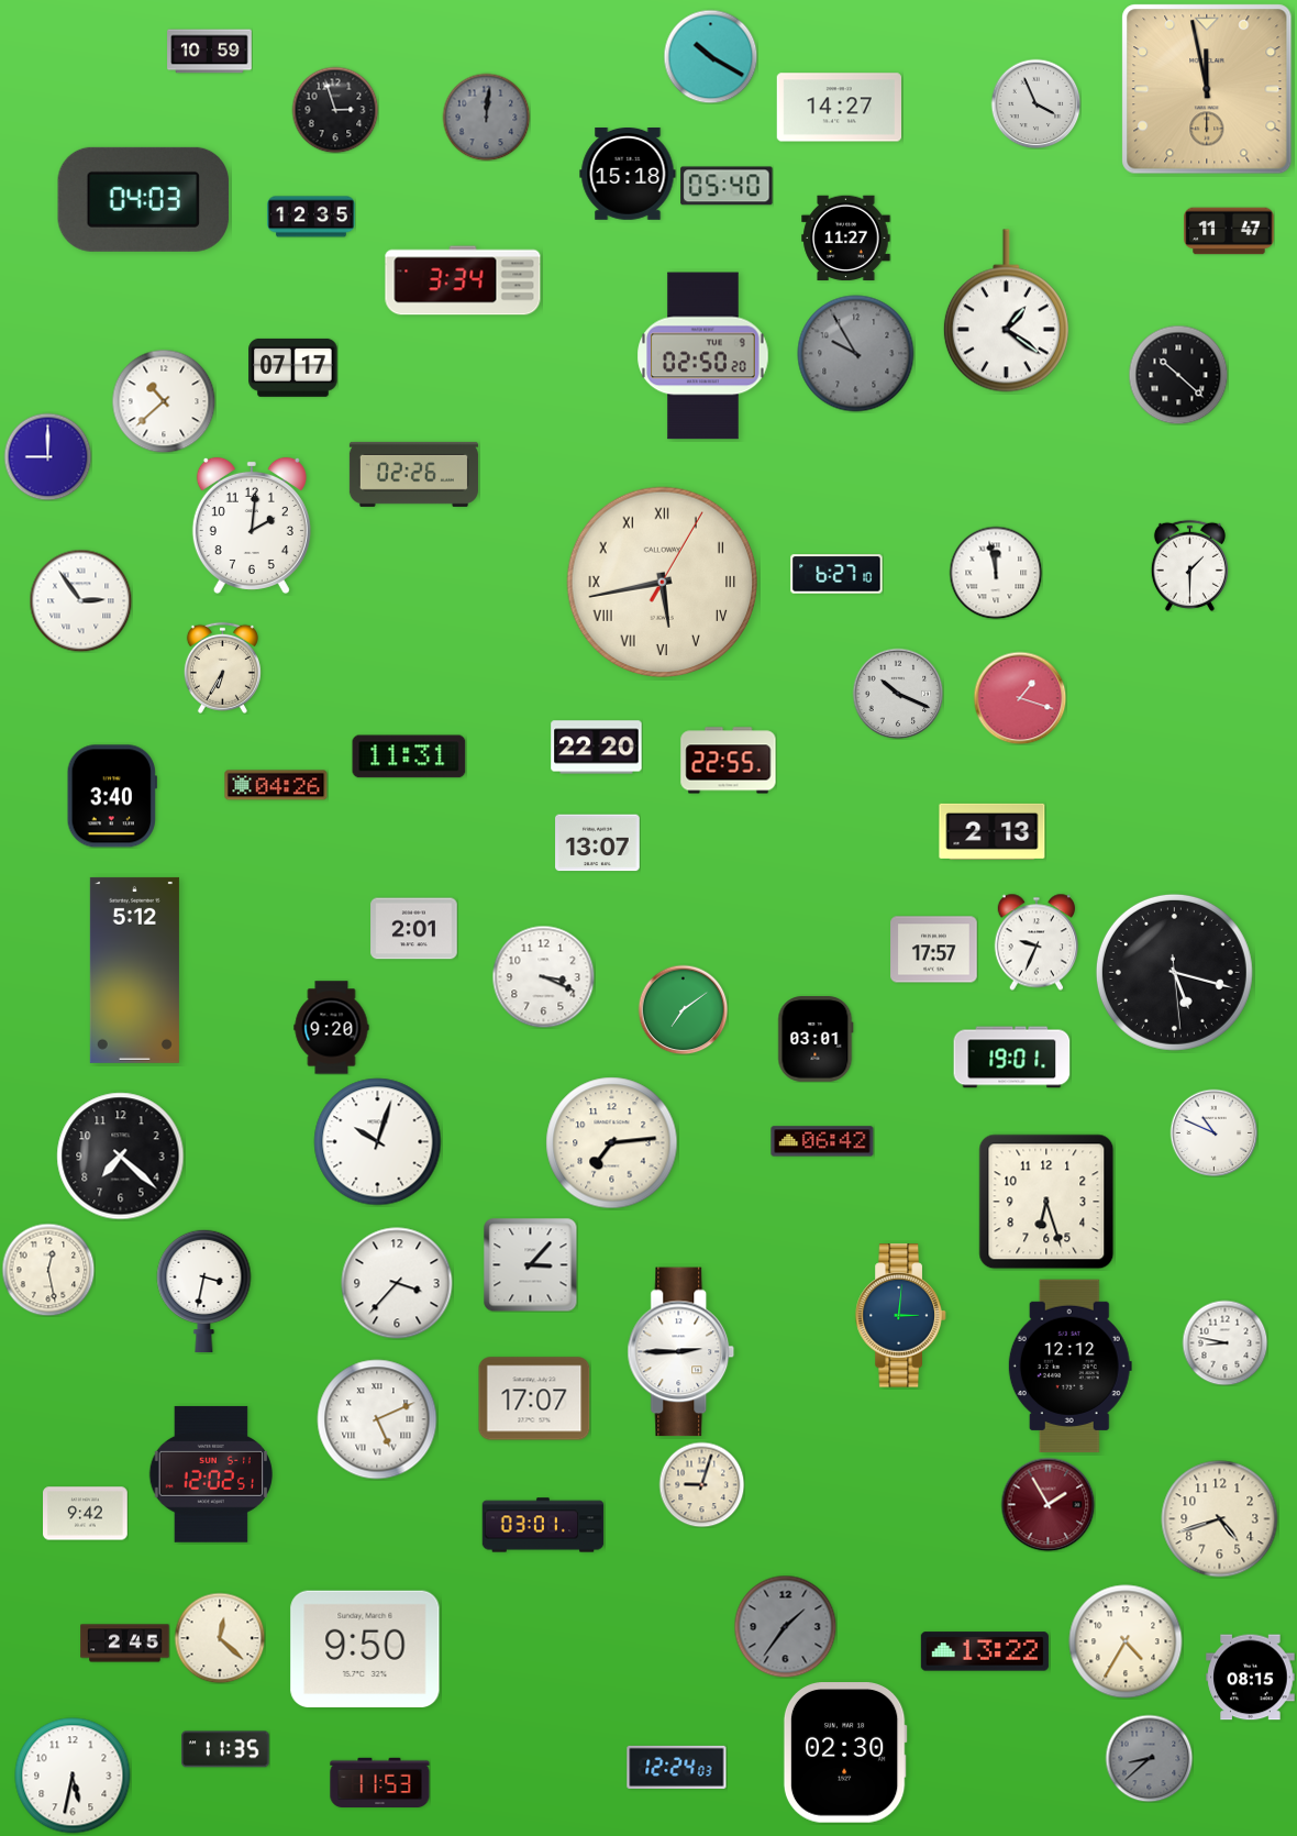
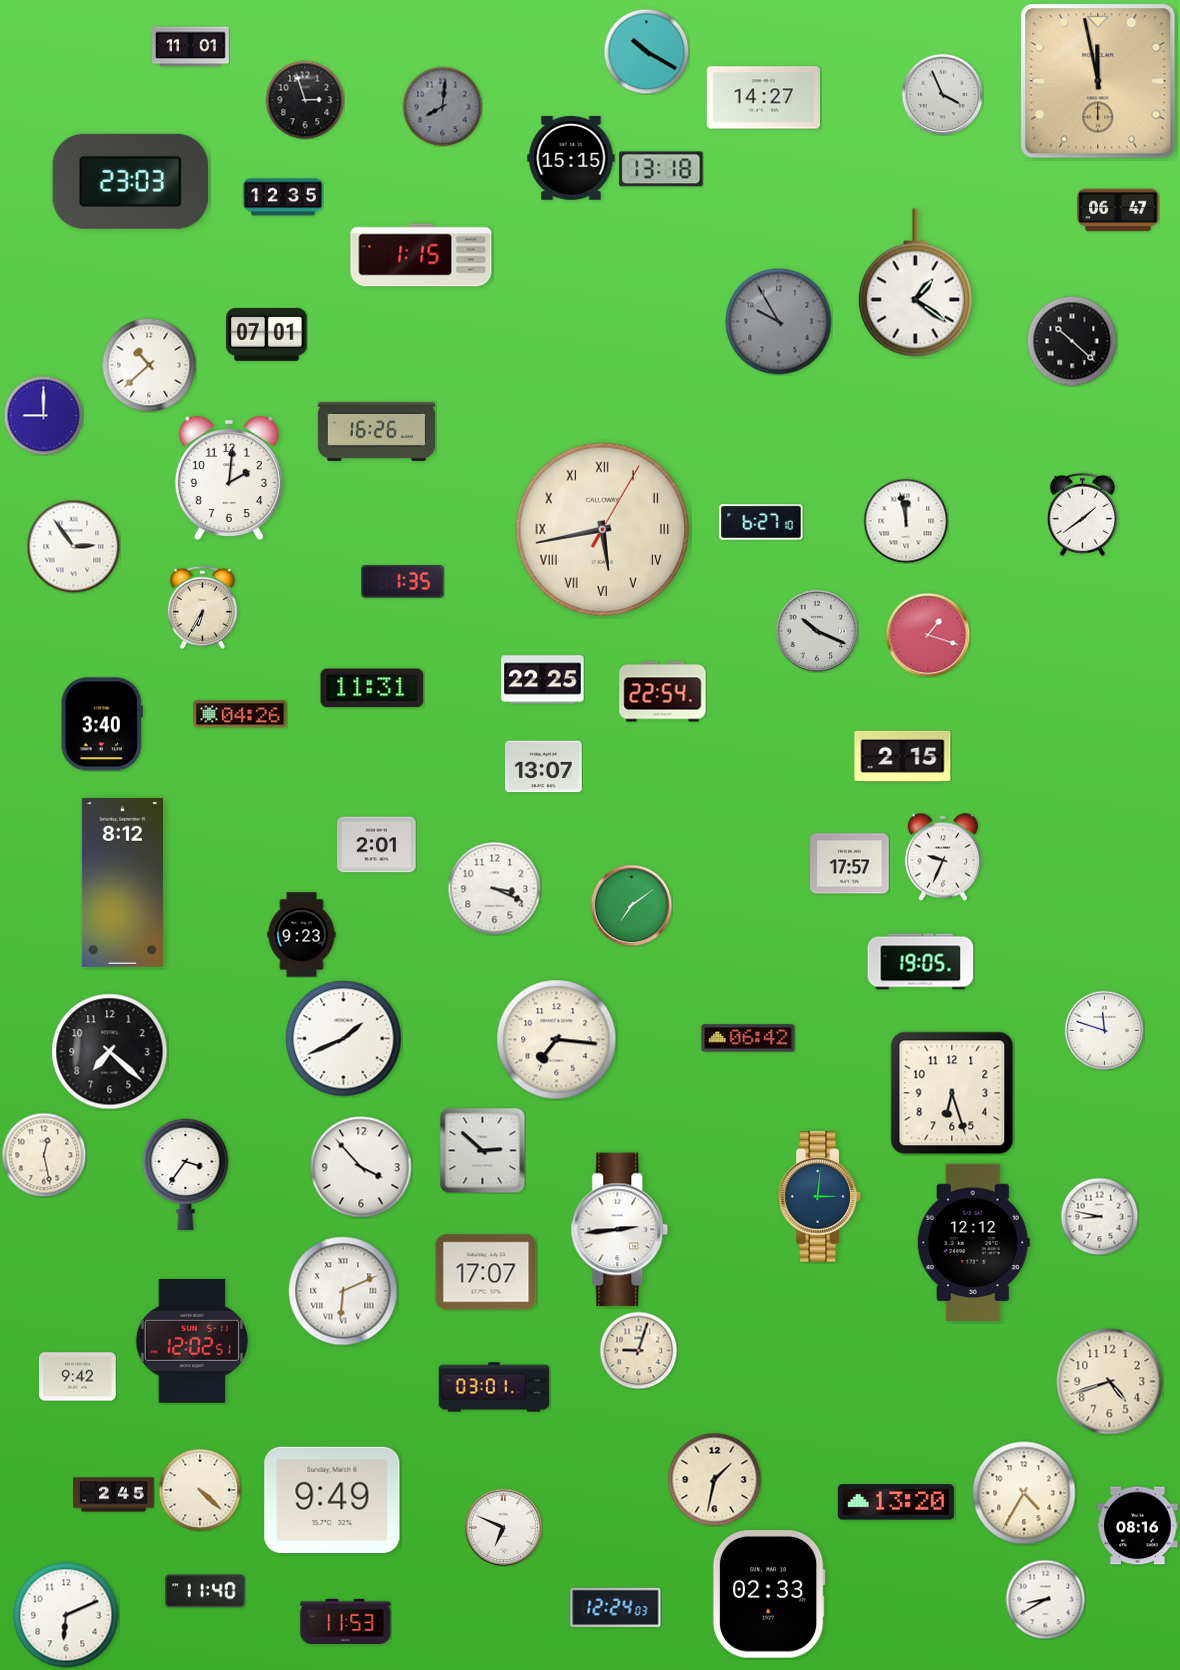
clock at (210, 52): 10:59 -> 11:01
clock at (486, 117): 12:01 -> 8:01
clock at (628, 175): 15:18 -> 15:15
clock at (727, 186): 05:40 -> 13:18
clock at (144, 199): 04:03 -> 23:03
clock at (1229, 231): 11:47 -> 06:47
clock at (846, 239): 11:27 -> none
clock at (463, 280): 3:34 -> 1:15
clock at (703, 356): 02:50 -> none
clock at (293, 367): 07:17 -> 07:01
clock at (413, 474): 02:26 -> 16:26
clock at (1189, 565): 1:30 -> 1:39
clock at (403, 581): none -> 1:35
clock at (597, 748): 22:20 -> 22:25
clock at (729, 761): 22:55 -> 22:54
clock at (276, 785) position: (276, 785) -> (240, 714)
clock at (993, 831): 2:13 -> 2:15
clock at (134, 970): 5:12 -> 8:12
clock at (1174, 972): 5:17 -> none
clock at (683, 1009) position: (683, 1009) -> (631, 905)
clock at (332, 1028): 9:20 -> 9:23
clock at (816, 1039): 03:01 -> none
clock at (1012, 1058): 19:01 -> 19:05
clock at (1213, 1132): 10:49 -> 11:48
clock at (378, 1142): 10:03 -> 1:41
clock at (612, 1143): 7:14 -> 7:16
clock at (530, 1264): 3:07 -> 2:52
clock at (397, 1283): 3:37 -> 3:53
clock at (204, 1291): 3:32 -> 3:36
clock at (1224, 1342) position: (1224, 1342) -> (1099, 1216)
clock at (681, 1352): 2:45 -> 2:44
clock at (377, 1419): 5:11 -> 6:11
clock at (1047, 1504): 1:55 -> none
clock at (785, 1626): 1:36 -> 1:32
clock at (785, 1626) dial: grey -> cream
clock at (220, 1638): 12:22 -> 4:22
clock at (365, 1648): 9:50 -> 9:49
clock at (985, 1651): 13:22 -> 13:20
clock at (1251, 1678): 08:15 -> 08:16
clock at (503, 1527): none -> 6:49
clock at (225, 1749): 11:35 -> 11:40
clock at (845, 1752): 02:30 -> 02:33
clock at (1149, 1758): 8:38 -> 8:40
clock at (1149, 1758) dial: grey -> white
clock at (73, 1776): 5:32 -> 6:11
